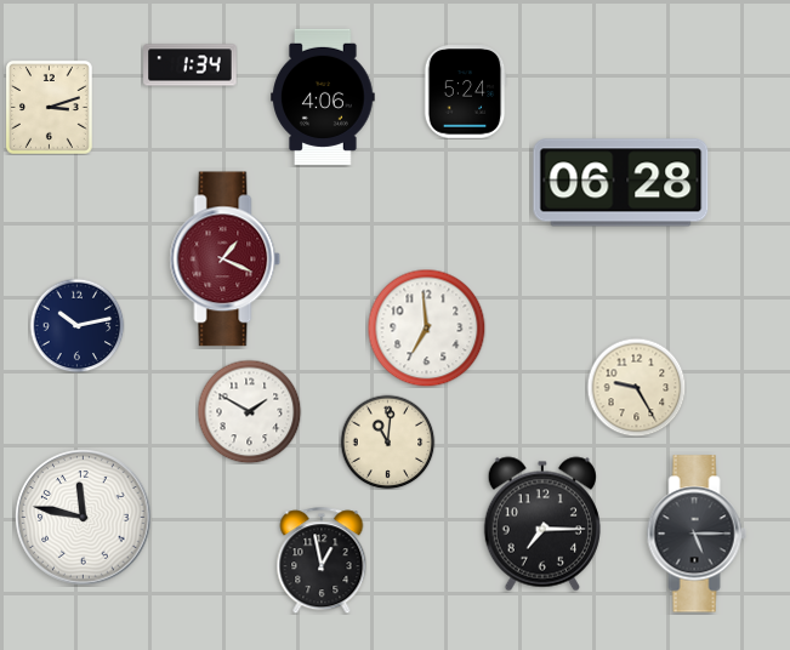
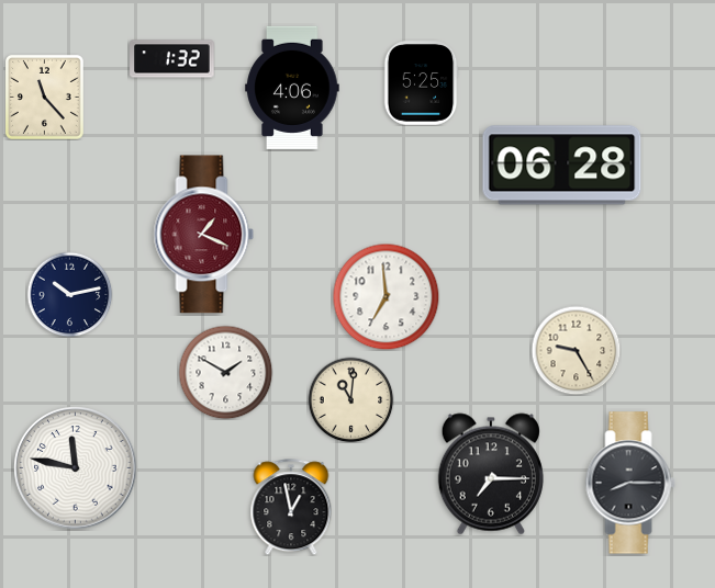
clock at (191, 65): 1:34 -> 1:32
clock at (465, 92): 5:24 -> 5:25
clock at (49, 108): 3:12 -> 11:23
clock at (697, 534): 5:15 -> 8:15
